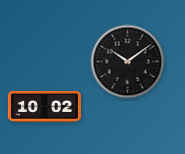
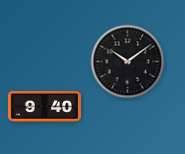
clock at (44, 106): 10:02 -> 9:40
